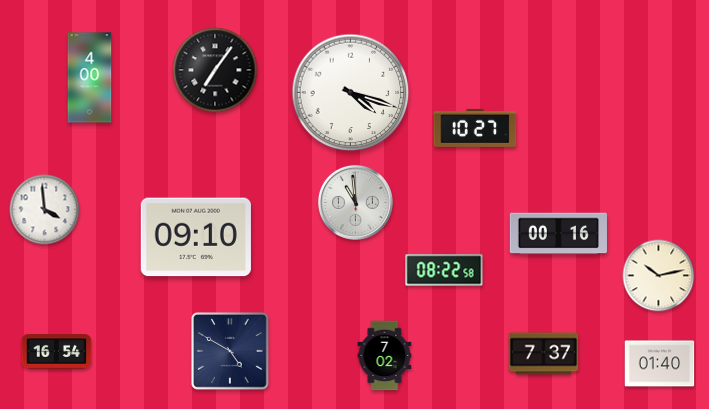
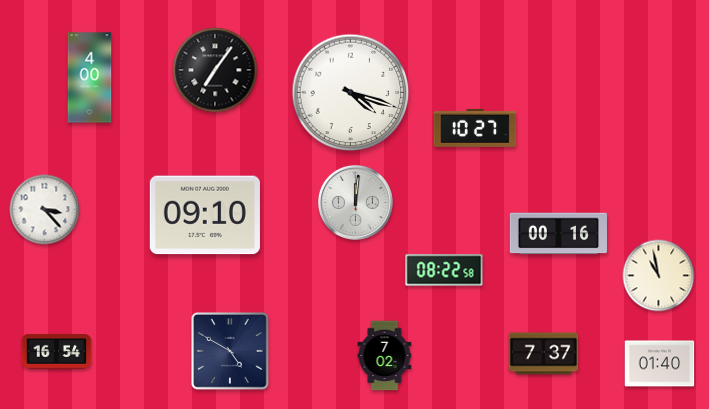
clock at (355, 202): 10:59 -> 12:01
clock at (45, 210): 3:59 -> 3:23
clock at (196, 237) position: (196, 237) -> (205, 215)
clock at (659, 276): 10:13 -> 10:58
